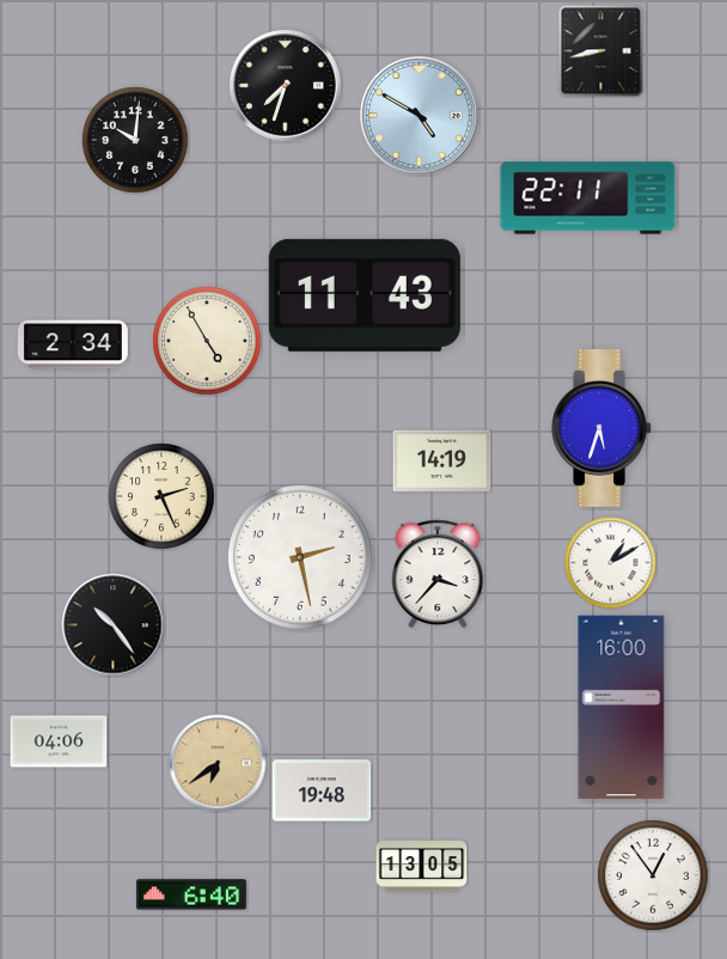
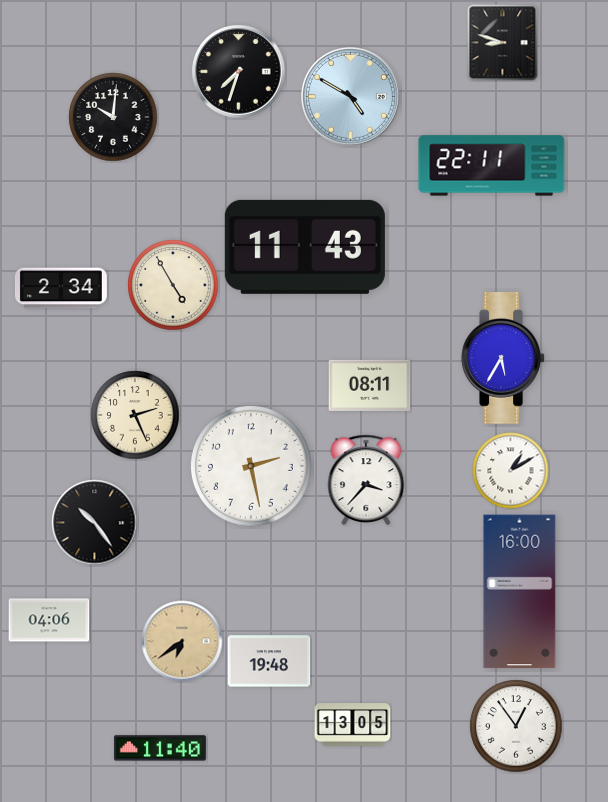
clock at (601, 51): 8:43 -> 8:48
clock at (601, 428): 5:33 -> 5:35
clock at (442, 460): 14:19 -> 08:11
clock at (218, 763) position: (218, 763) -> (182, 641)
clock at (653, 875) position: (653, 875) -> (516, 726)
clock at (191, 894): 6:40 -> 11:40
